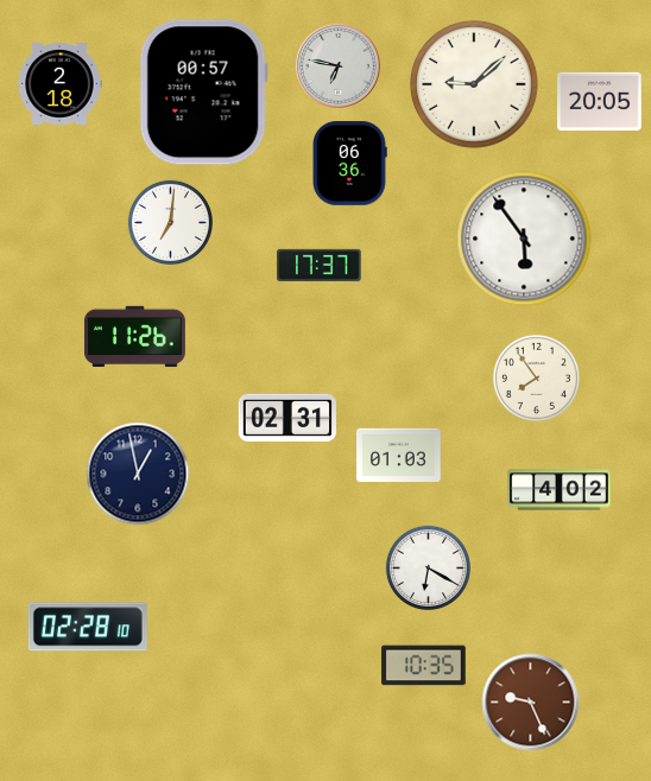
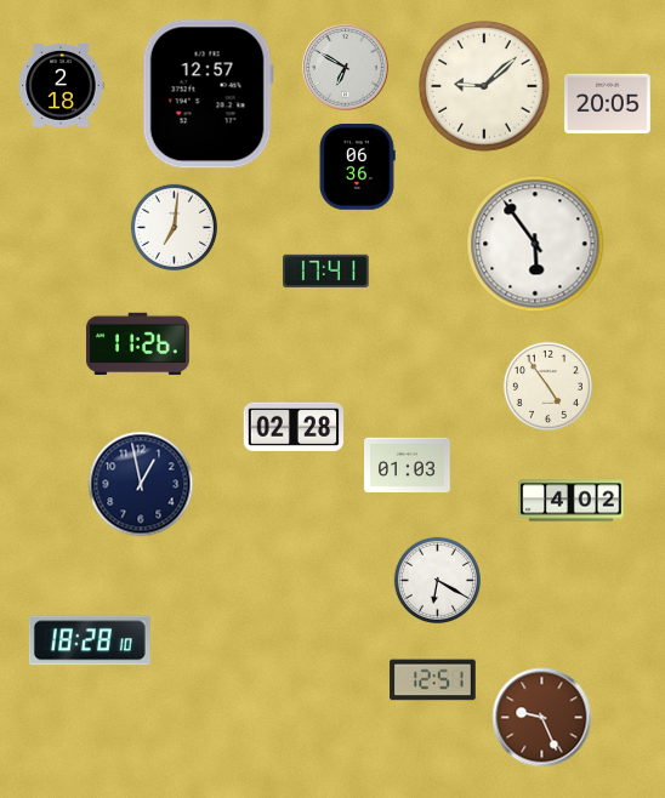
clock at (339, 66): 6:47 -> 6:50
clock at (203, 93): 00:57 -> 12:57
clock at (600, 101) position: (600, 101) -> (608, 103)
clock at (320, 265): 17:37 -> 17:41
clock at (536, 377): 7:54 -> 4:54
clock at (287, 418): 02:31 -> 02:28
clock at (88, 627): 02:28 -> 18:28
clock at (424, 666): 10:35 -> 12:51
